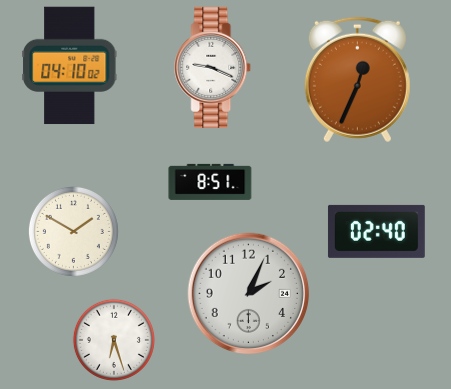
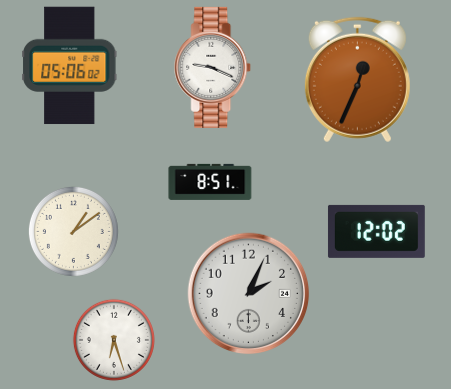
clock at (70, 66): 04:10 -> 05:06
clock at (73, 231): 1:50 -> 1:09
clock at (376, 231): 02:40 -> 12:02
